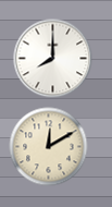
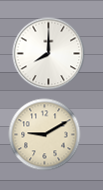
clock at (49, 147): 12:10 -> 9:10
